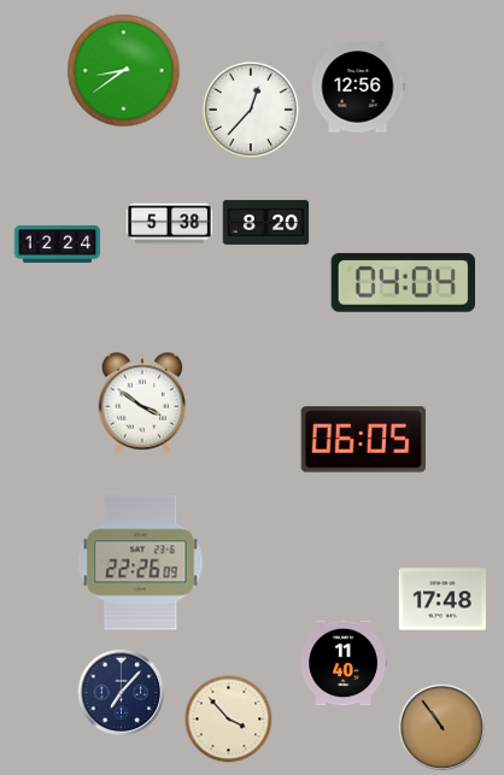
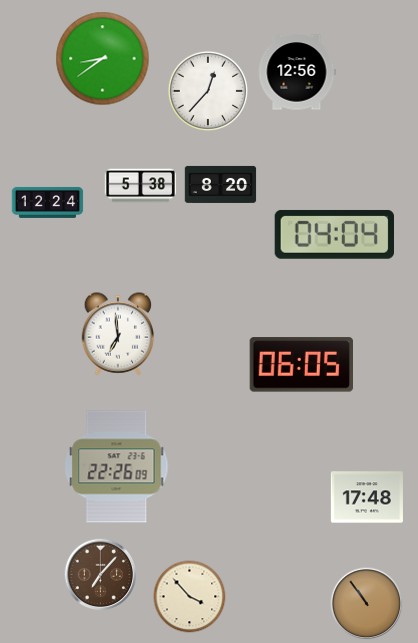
clock at (142, 403): 3:51 -> 6:59
clock at (342, 663): 11:40 -> none
clock at (122, 693) dial: navy -> brown
